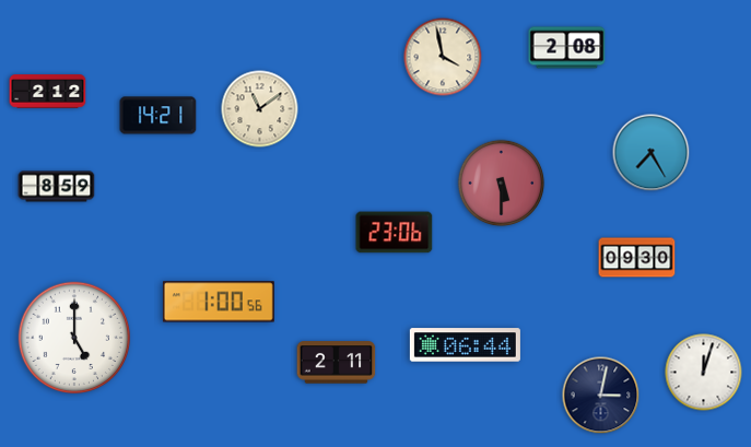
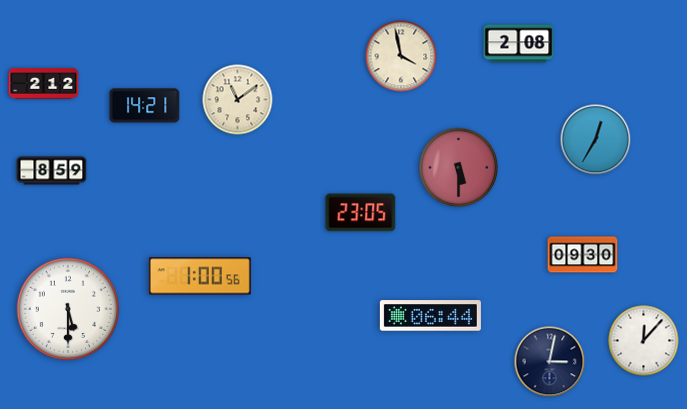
clock at (443, 57) position: (443, 57) -> (401, 56)
clock at (652, 153): 7:25 -> 12:35
clock at (395, 233): 23:06 -> 23:05
clock at (637, 258) position: (637, 258) -> (583, 255)
clock at (73, 337): 5:00 -> 5:30
clock at (465, 345) position: (465, 345) -> (430, 316)
clock at (337, 363): 2:11 -> none
clock at (704, 373): 12:03 -> 12:07
